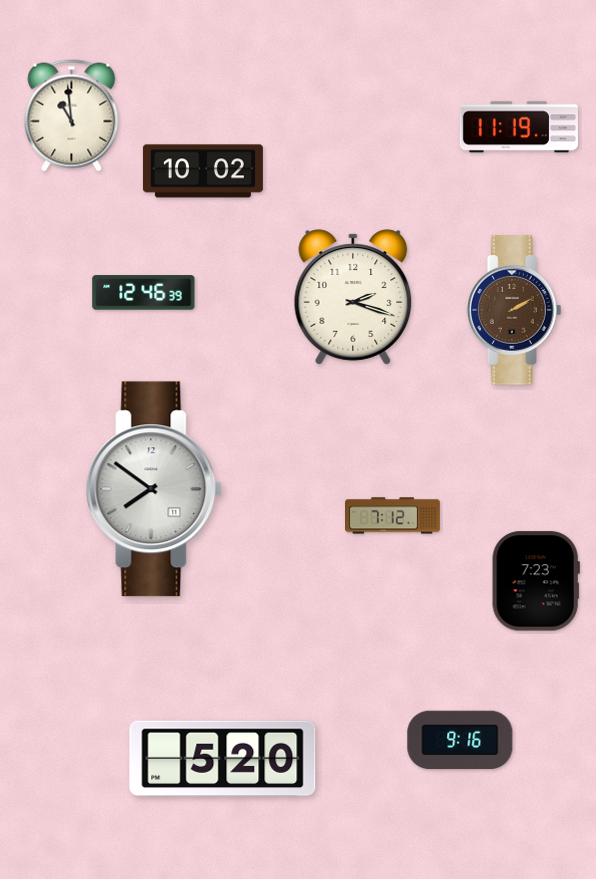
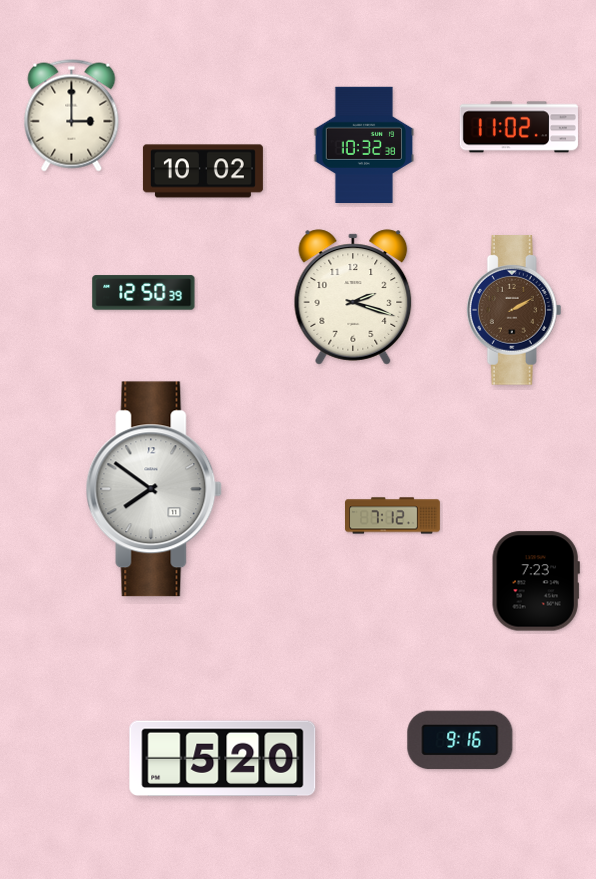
clock at (72, 116): 10:59 -> 3:00
clock at (519, 127): 11:19 -> 11:02
clock at (364, 144): none -> 10:32
clock at (144, 293): 12:46 -> 12:50
